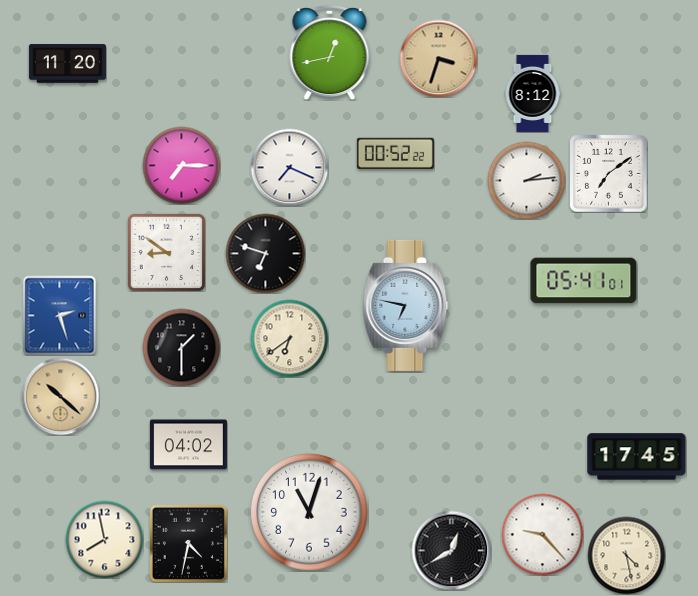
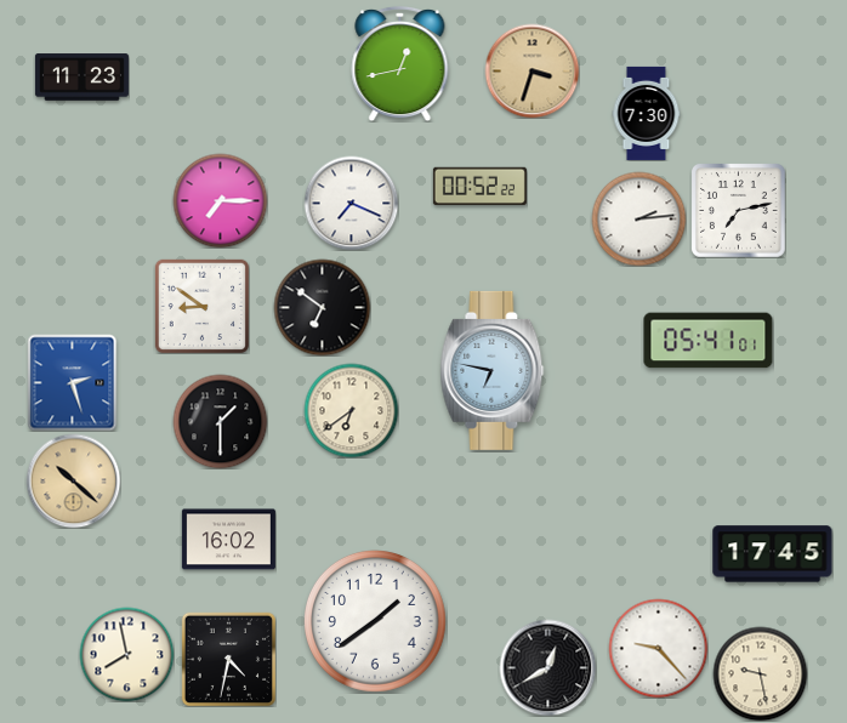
clock at (67, 64): 11:20 -> 11:23
clock at (533, 93): 8:12 -> 7:30
clock at (609, 174): 7:09 -> 7:13
clock at (265, 253): 6:48 -> 6:51
clock at (188, 445): 04:02 -> 16:02
clock at (310, 513): 11:03 -> 1:39
clock at (626, 555): 4:28 -> 9:28
